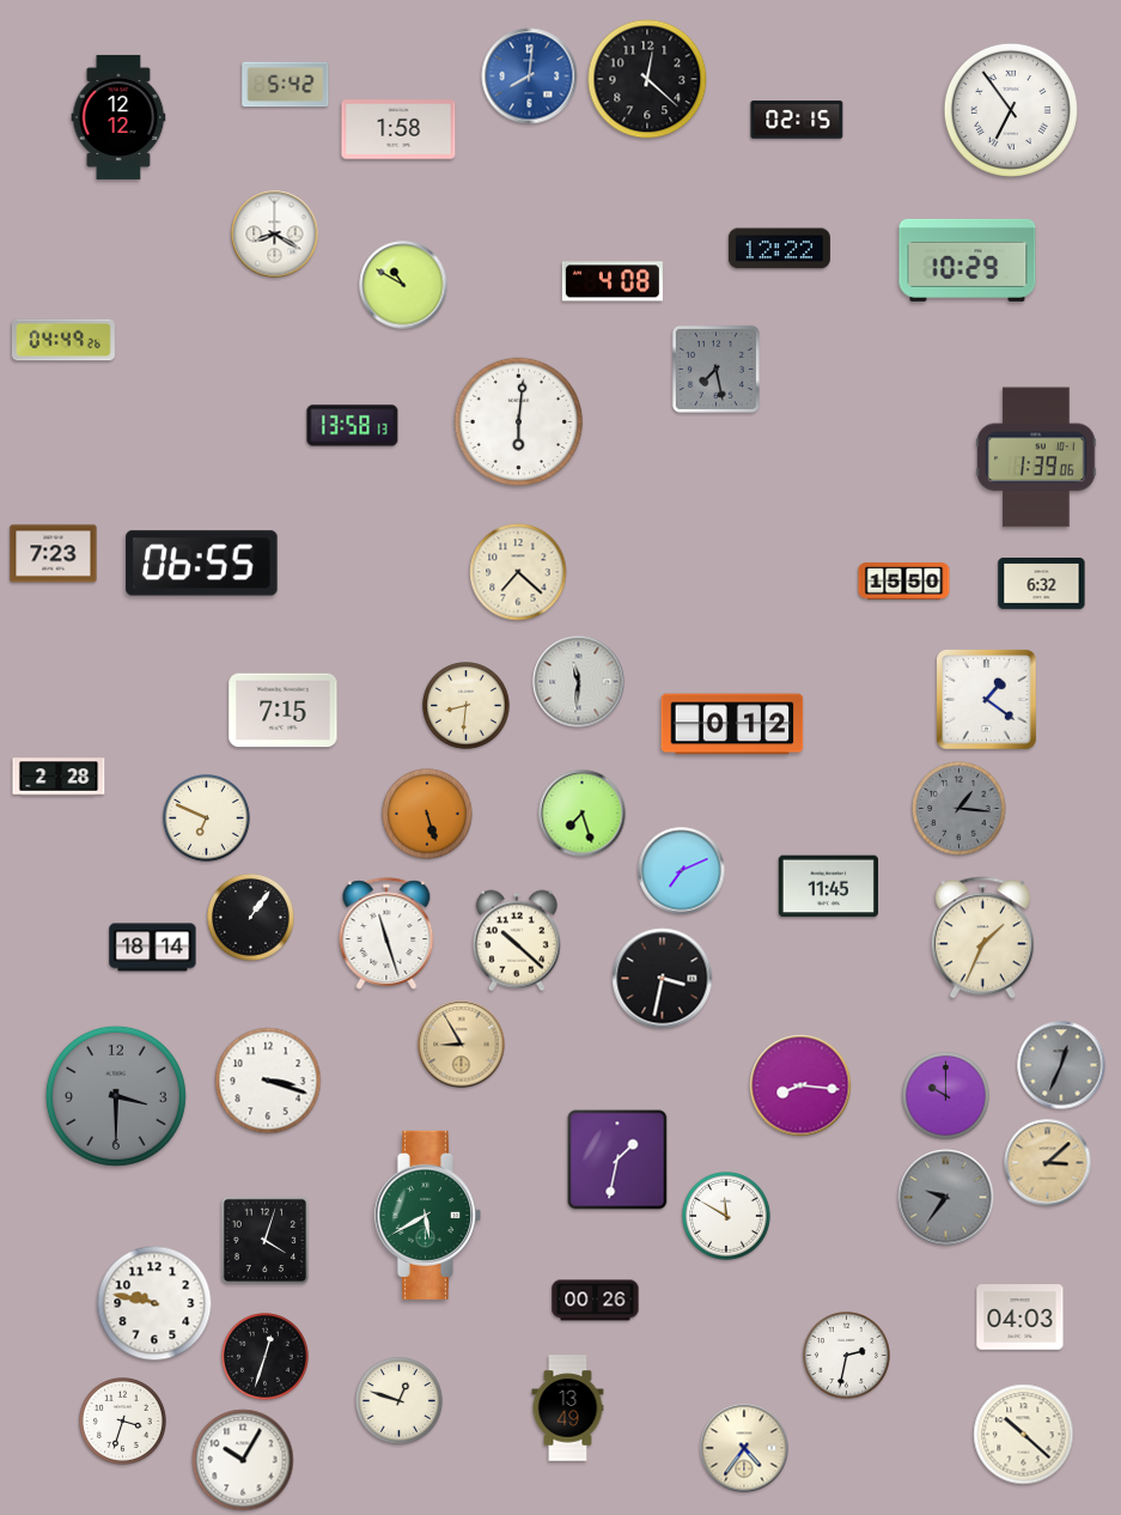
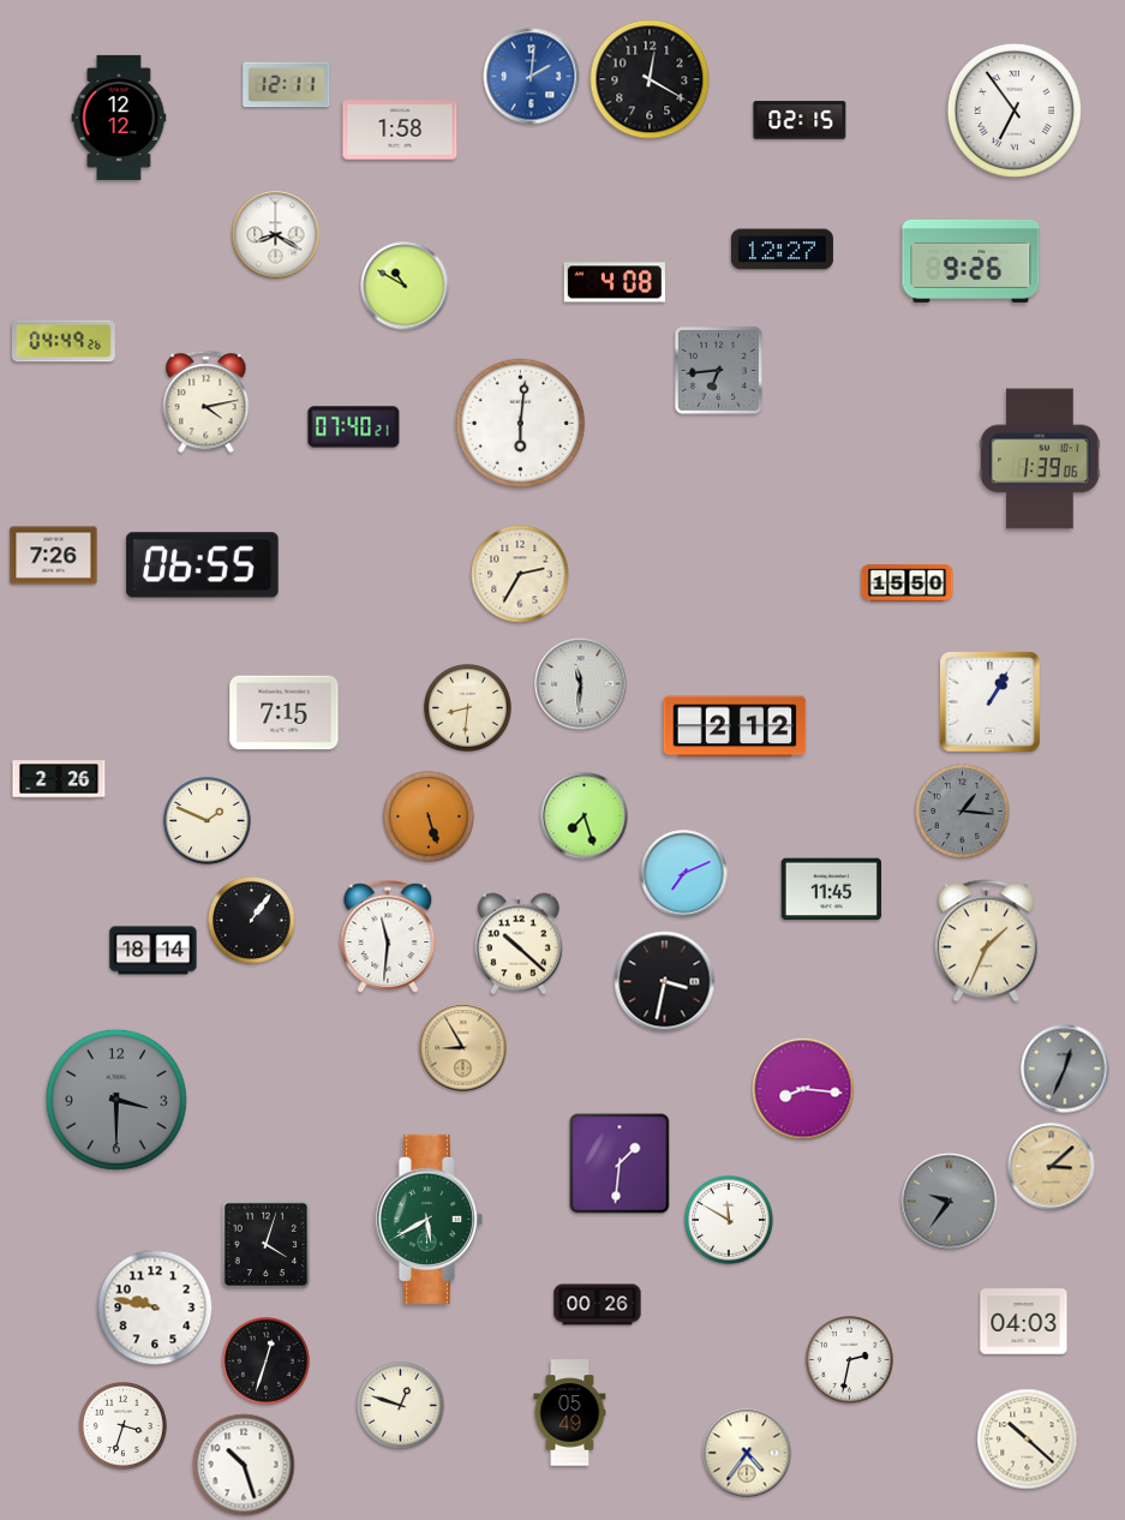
clock at (530, 77): 8:01 -> 2:01
clock at (647, 79): 12:22 -> 12:20
clock at (286, 85): 5:42 -> 12:11
clock at (779, 249): 12:22 -> 12:27
clock at (968, 260): 10:29 -> 9:26
clock at (715, 369): 7:28 -> 6:44
clock at (207, 402): none -> 4:13
clock at (353, 426): 13:58 -> 07:40
clock at (54, 554): 7:23 -> 7:26
clock at (518, 572): 7:22 -> 2:35
clock at (1042, 584): 6:32 -> none
clock at (987, 700): 1:21 -> 1:05
clock at (732, 724): 0:12 -> 2:12
clock at (59, 777): 2:28 -> 2:26
clock at (207, 819): 6:49 -> 1:49
clock at (386, 933): 11:27 -> 11:31
clock at (268, 1081): 3:18 -> none
clock at (946, 1096): 10:00 -> none
clock at (617, 1160): 1:32 -> 1:31
clock at (568, 1408): 13:49 -> 05:49
clock at (243, 1460): 10:05 -> 10:27
